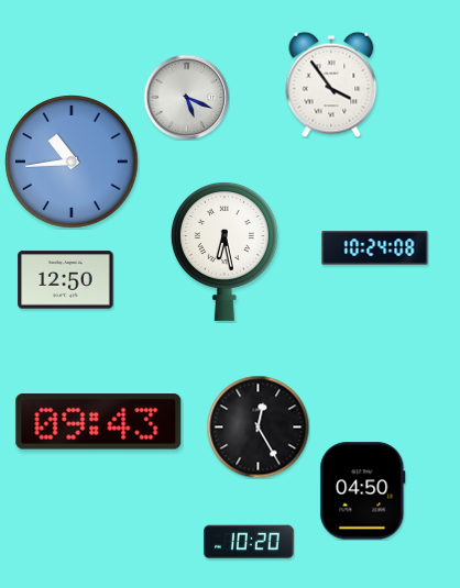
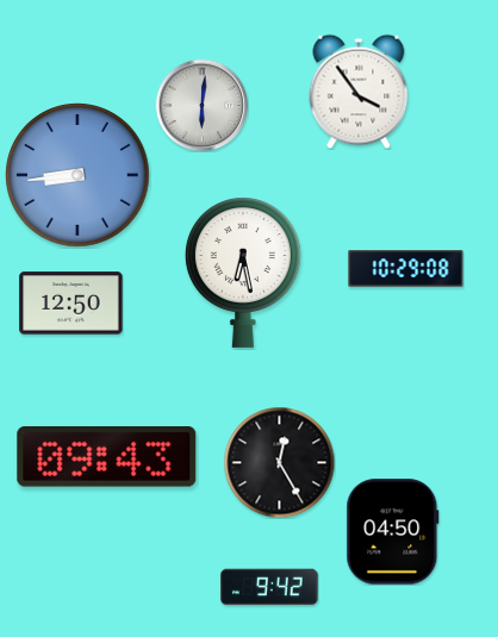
clock at (186, 97): 5:19 -> 6:01
clock at (72, 162): 10:44 -> 8:44
clock at (375, 248): 10:24 -> 10:29
clock at (249, 542): 10:20 -> 9:42
